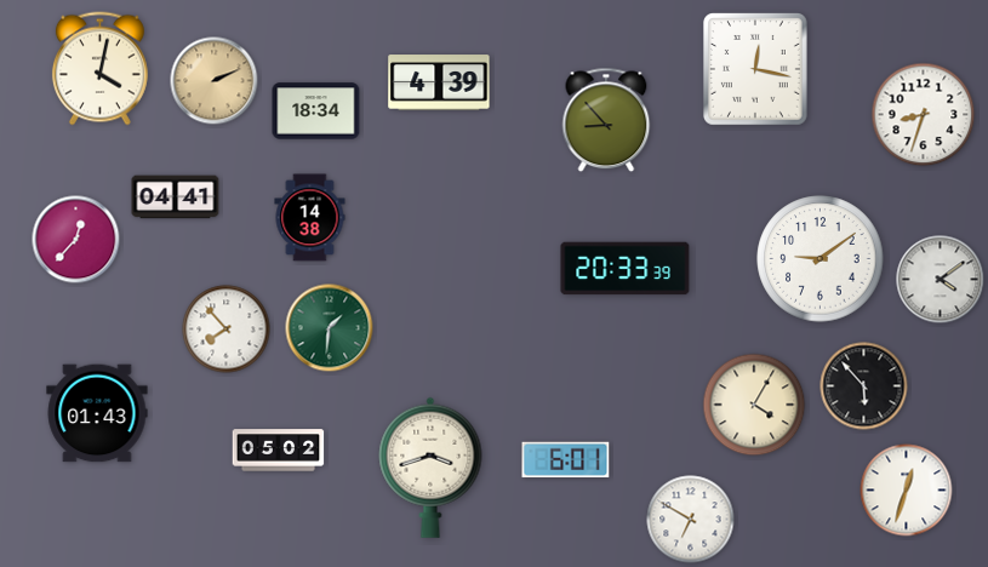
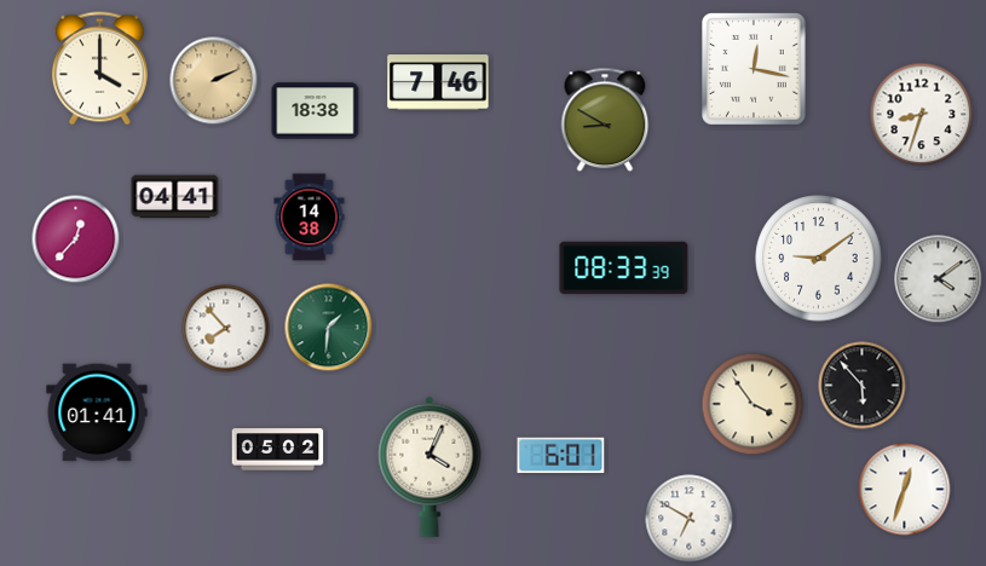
clock at (99, 69): 4:02 -> 4:00
clock at (439, 82): 4:39 -> 7:46
clock at (316, 111): 18:34 -> 18:38
clock at (606, 120): 8:53 -> 8:50
clock at (626, 269): 20:33 -> 08:33
clock at (754, 405): 4:05 -> 3:54
clock at (97, 413): 01:43 -> 01:41
clock at (566, 460) position: (566, 460) -> (561, 456)
clock at (430, 468): 3:42 -> 4:04
